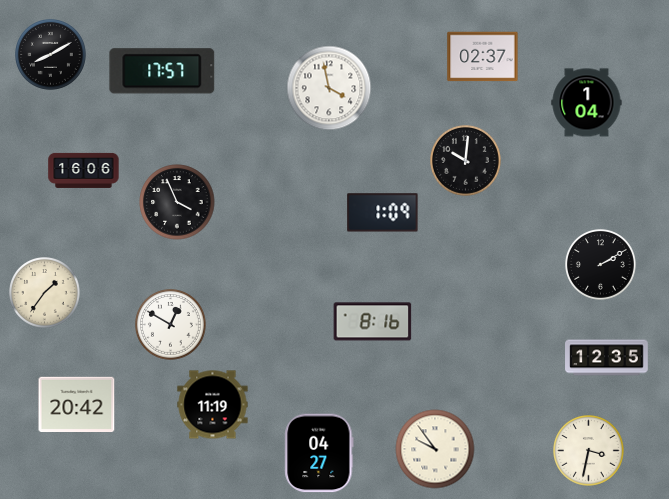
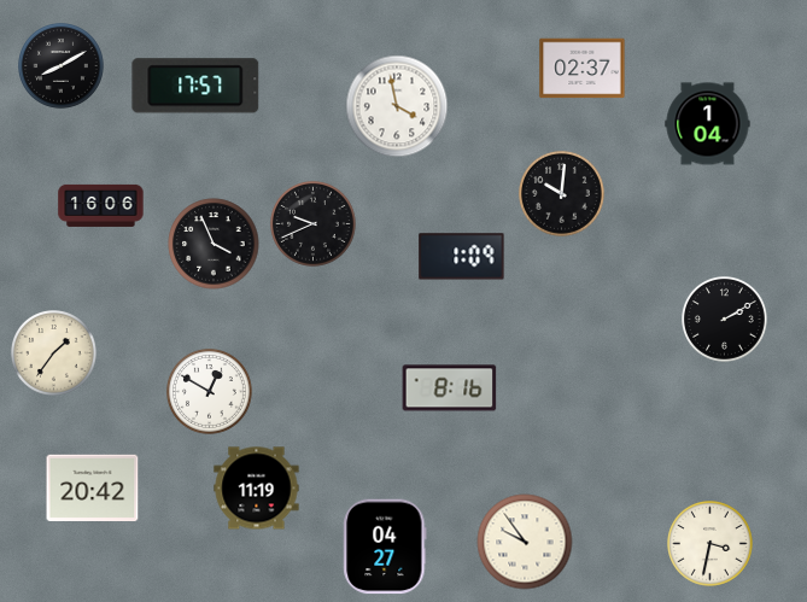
clock at (314, 224): none -> 9:41
clock at (171, 325) position: (171, 325) -> (210, 392)
clock at (607, 358): 12:35 -> none
